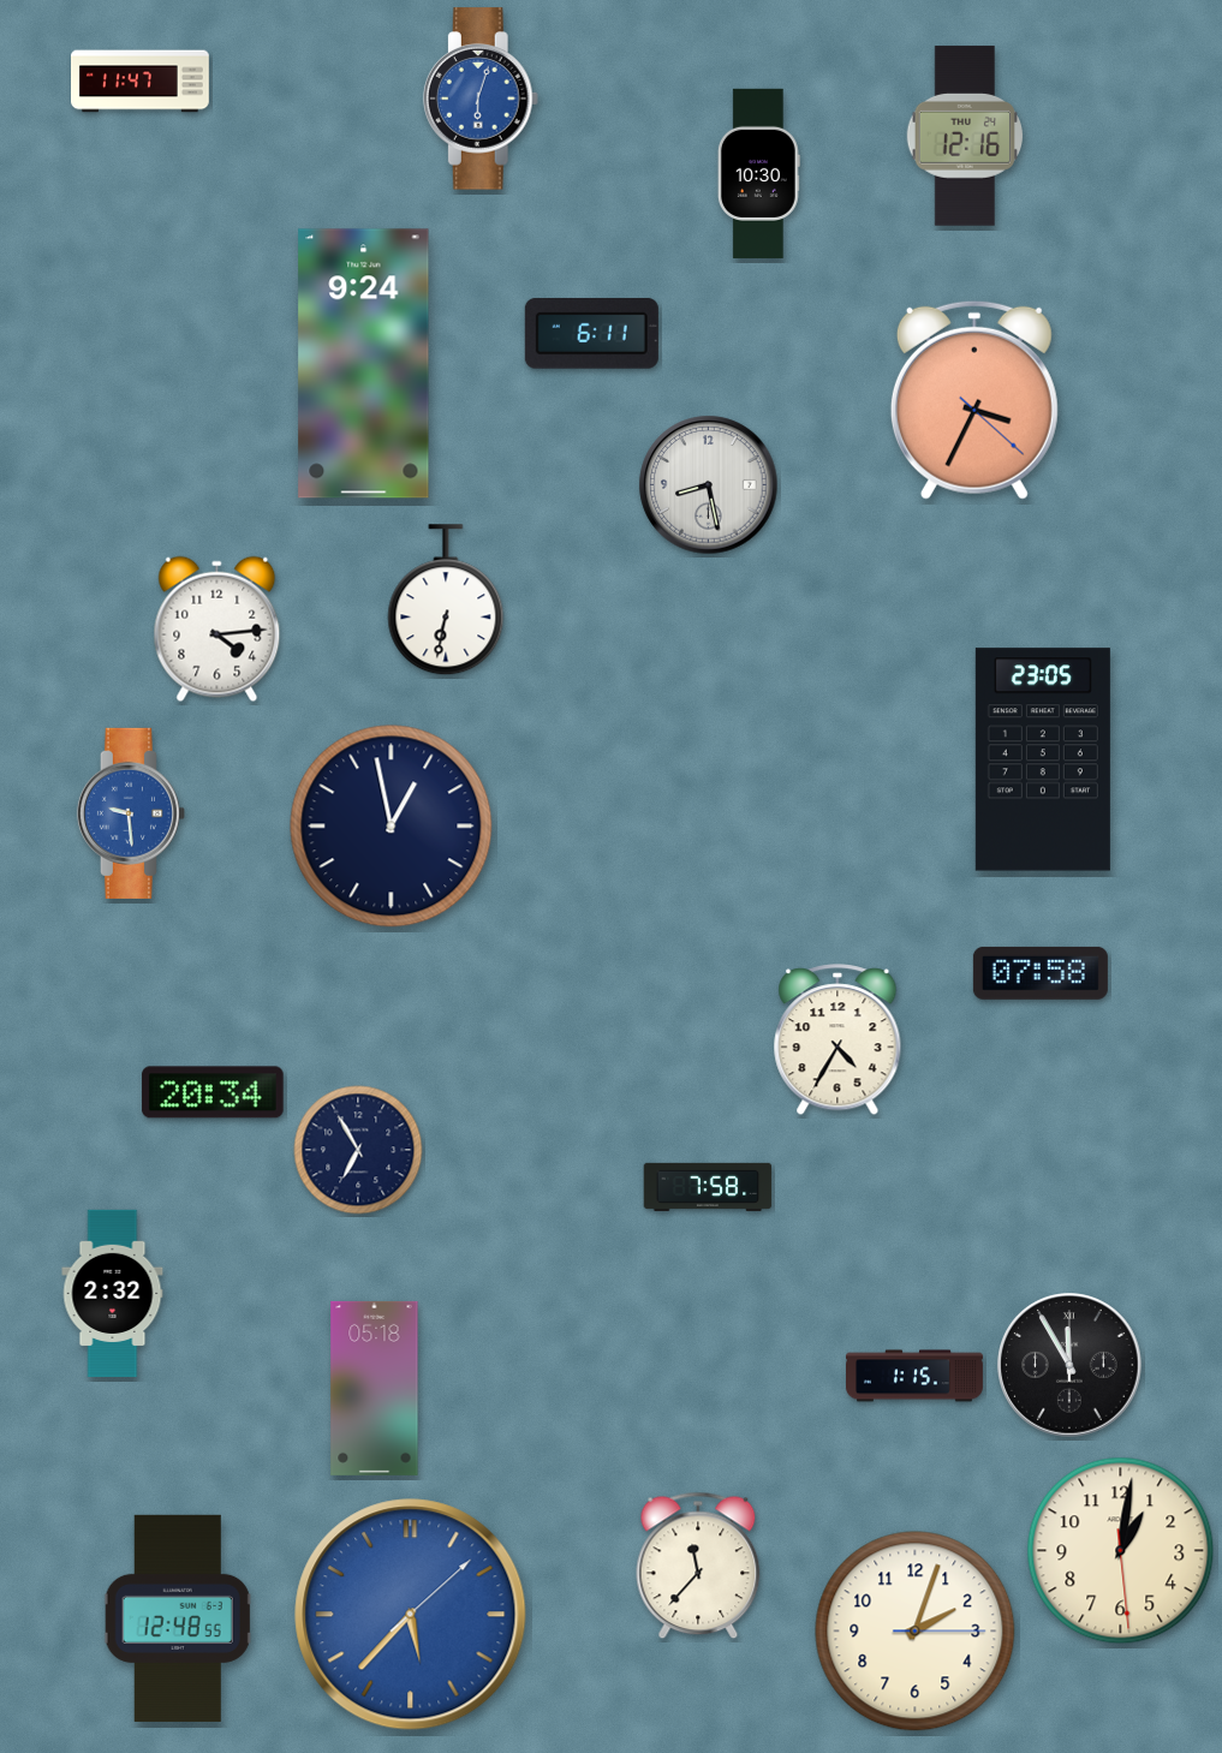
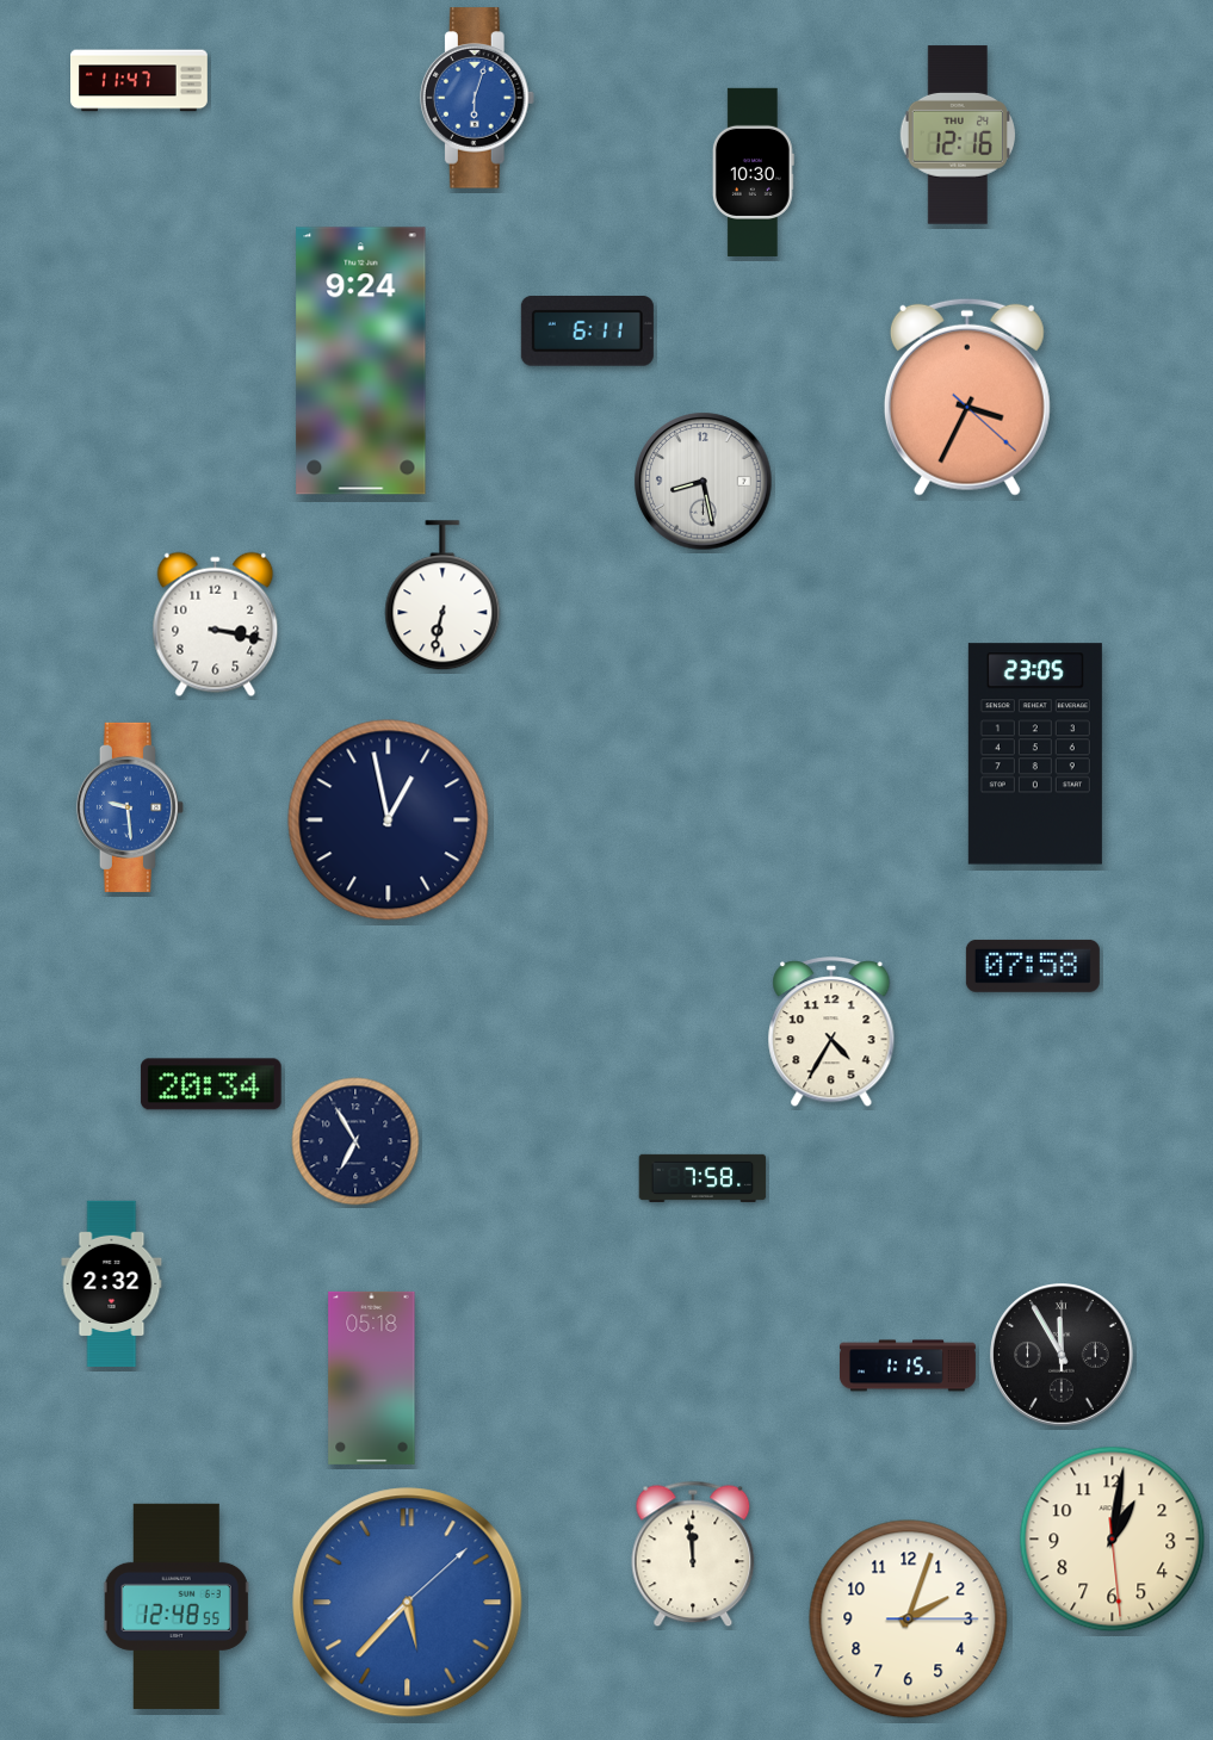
clock at (217, 630): 4:14 -> 3:17
clock at (698, 1566): 11:37 -> 11:59
